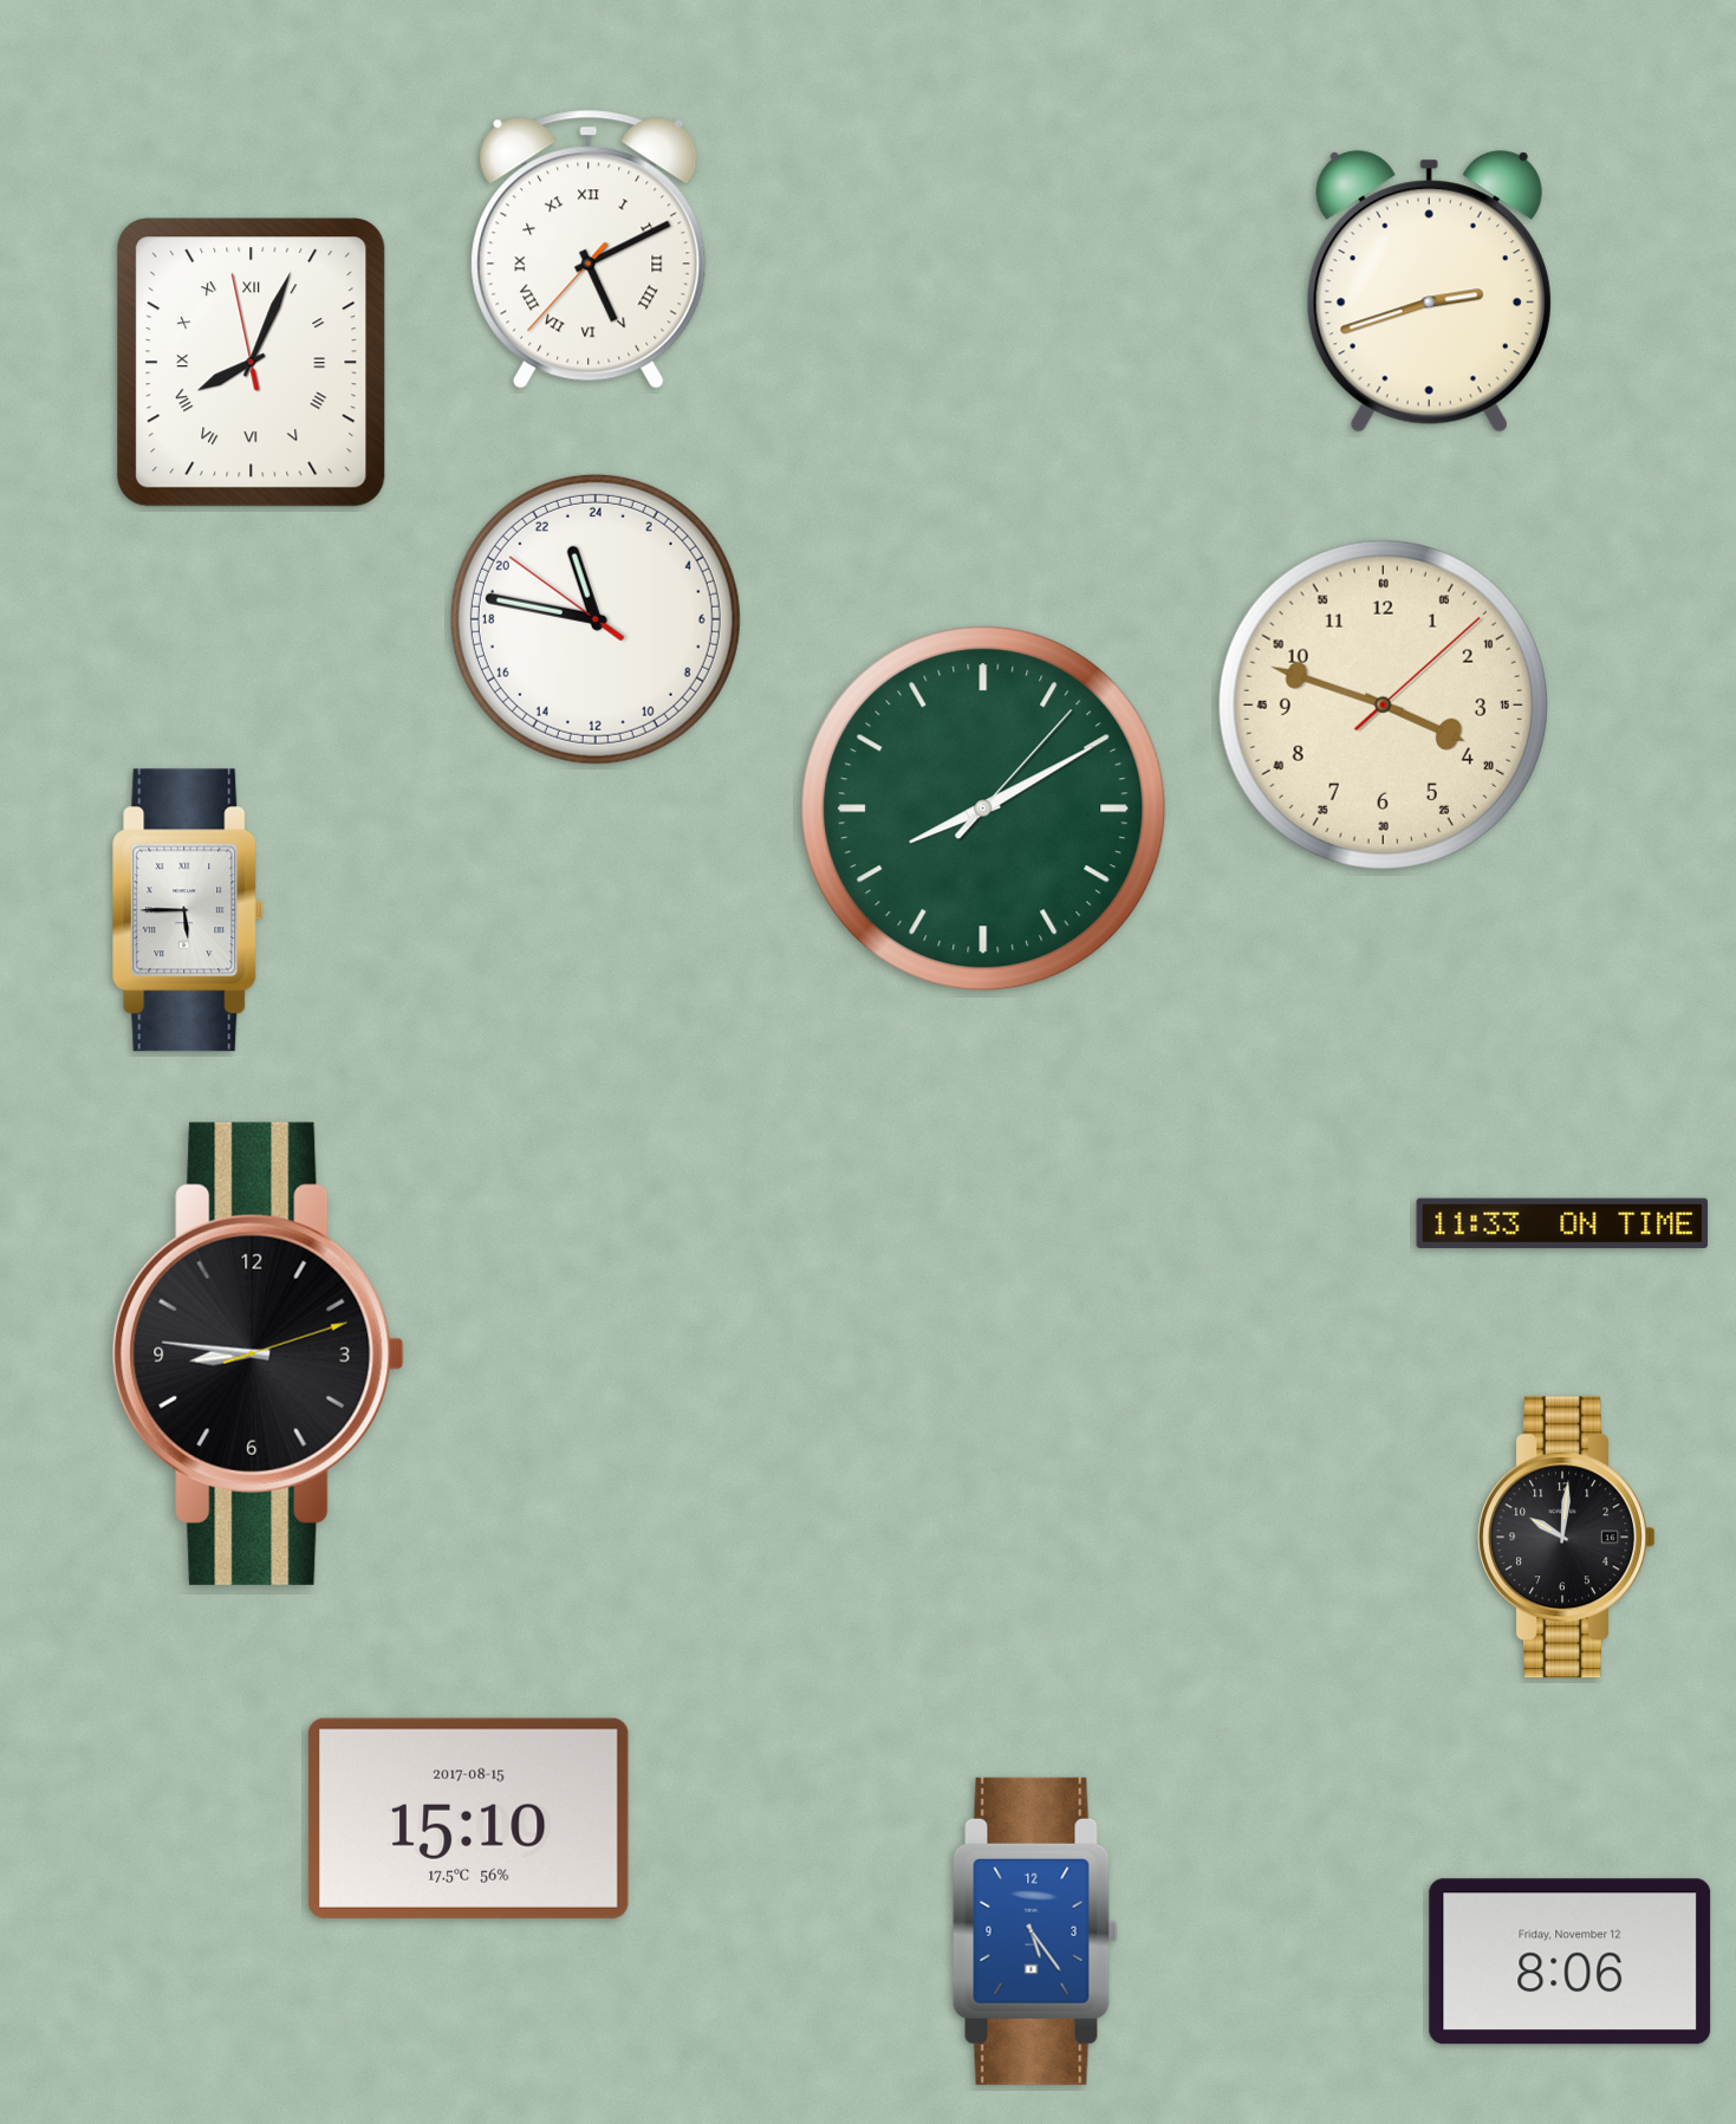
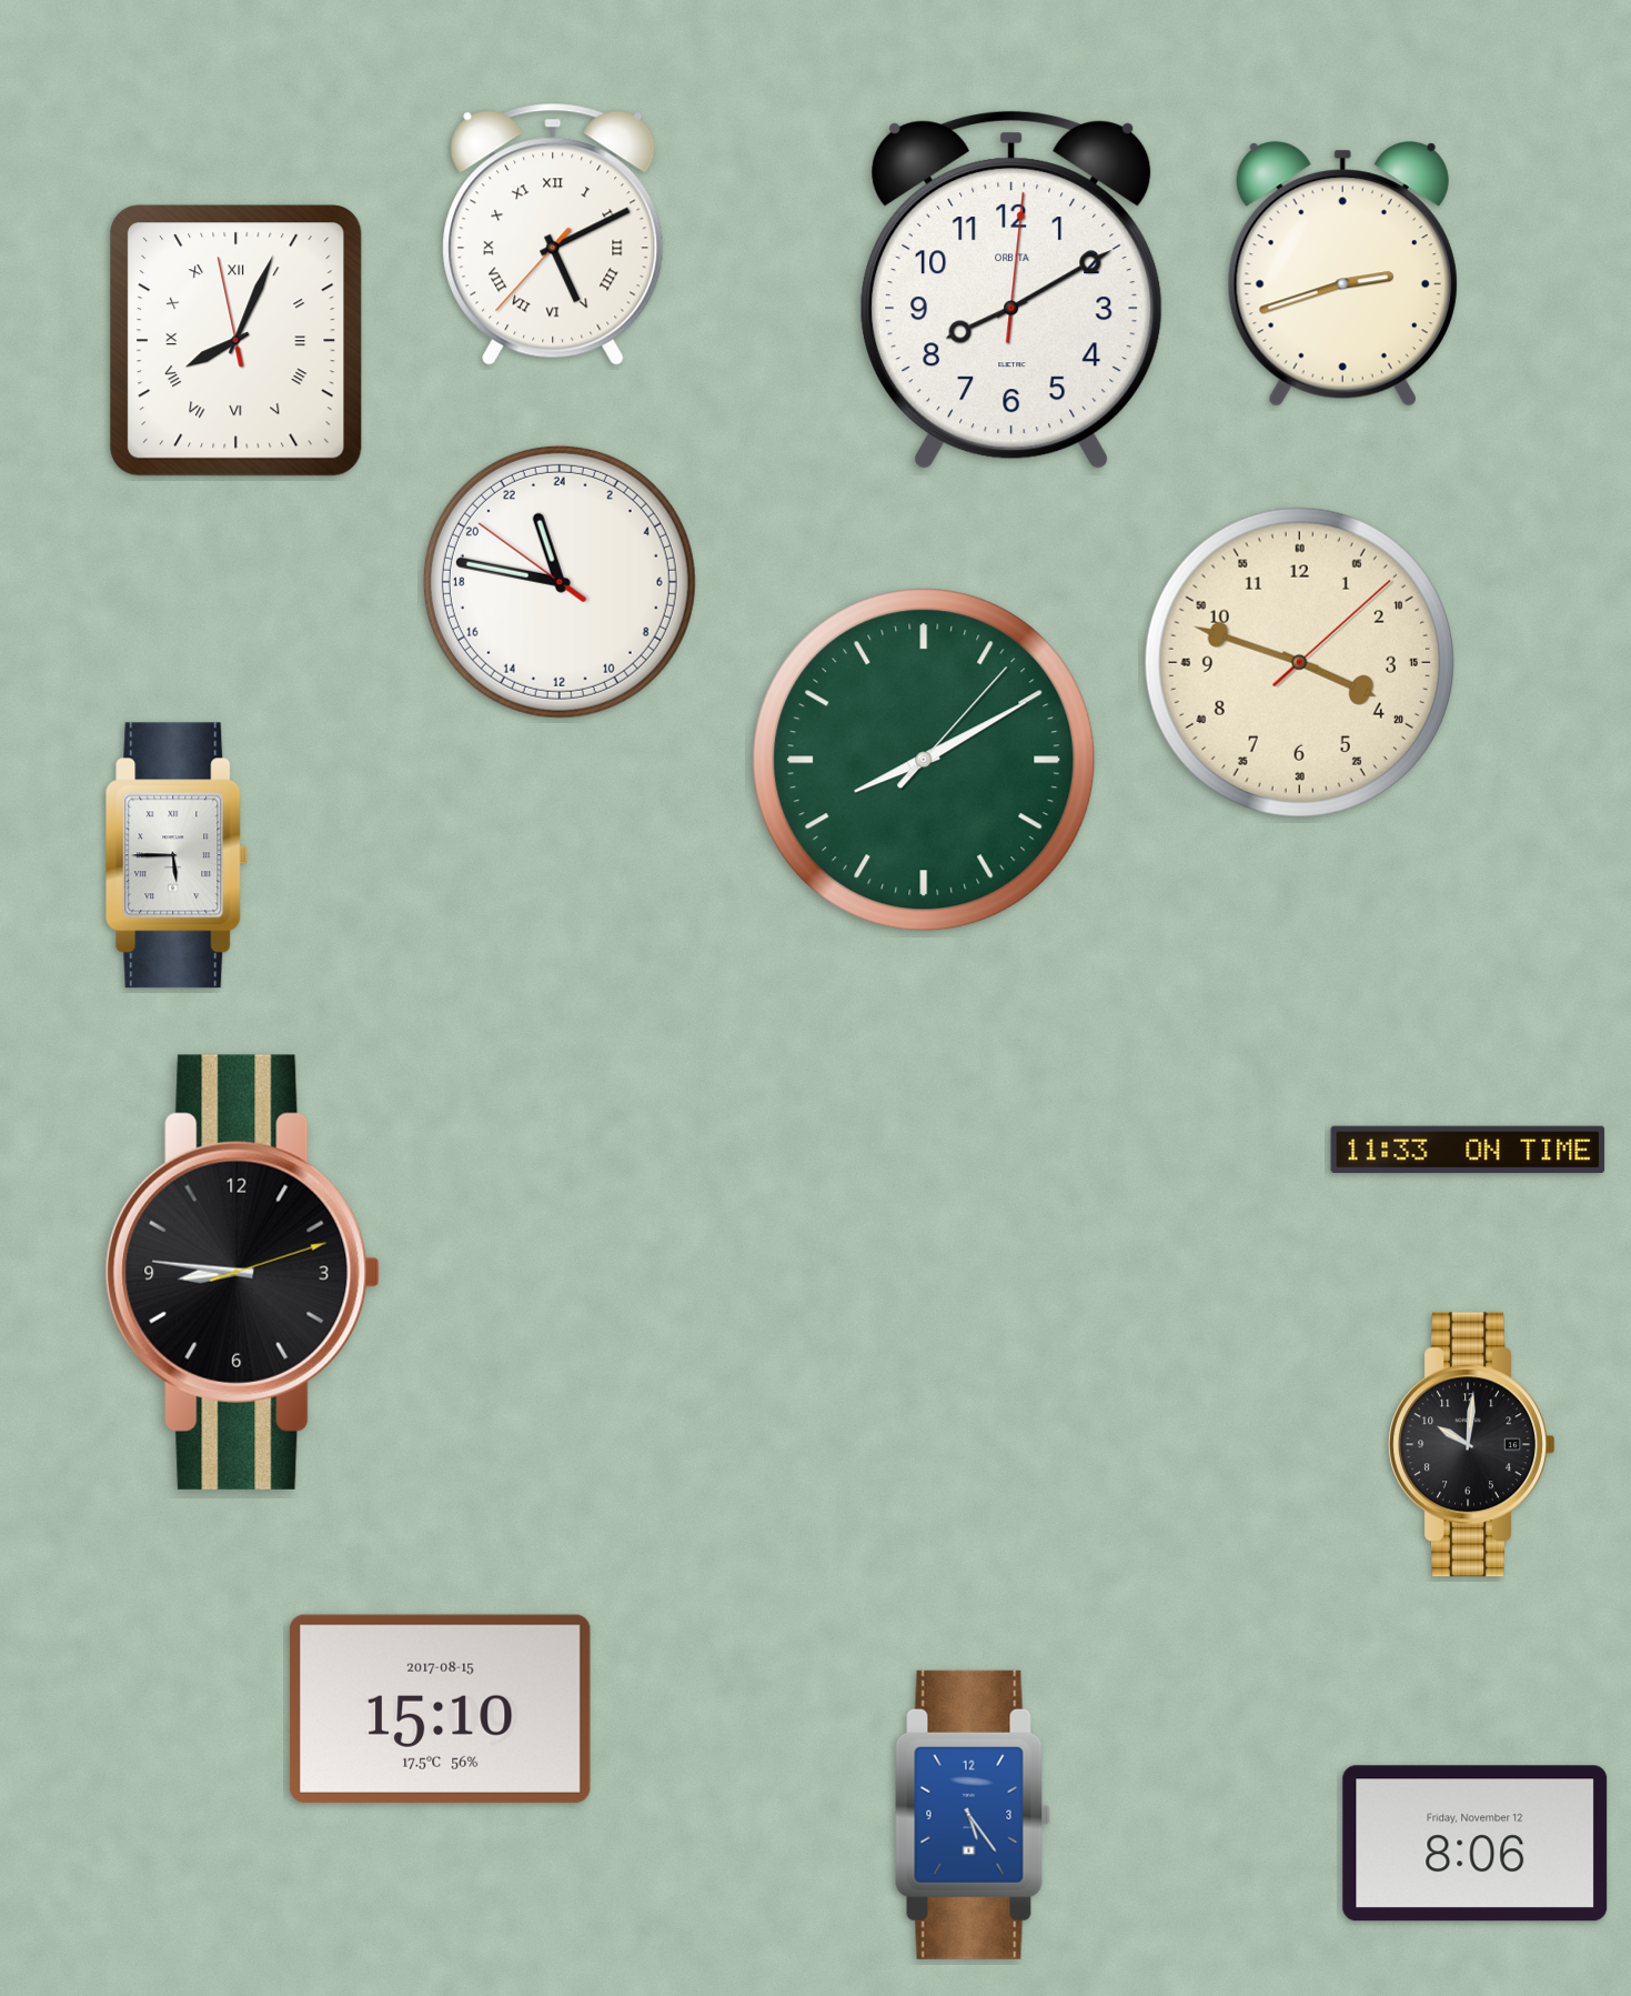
clock at (1013, 291): none -> 8:10
